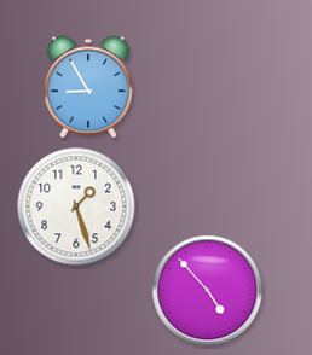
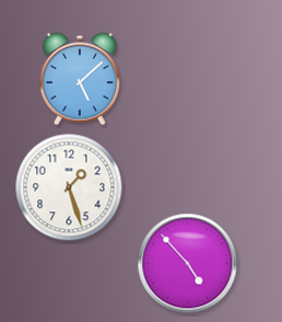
clock at (88, 87): 8:55 -> 5:08
